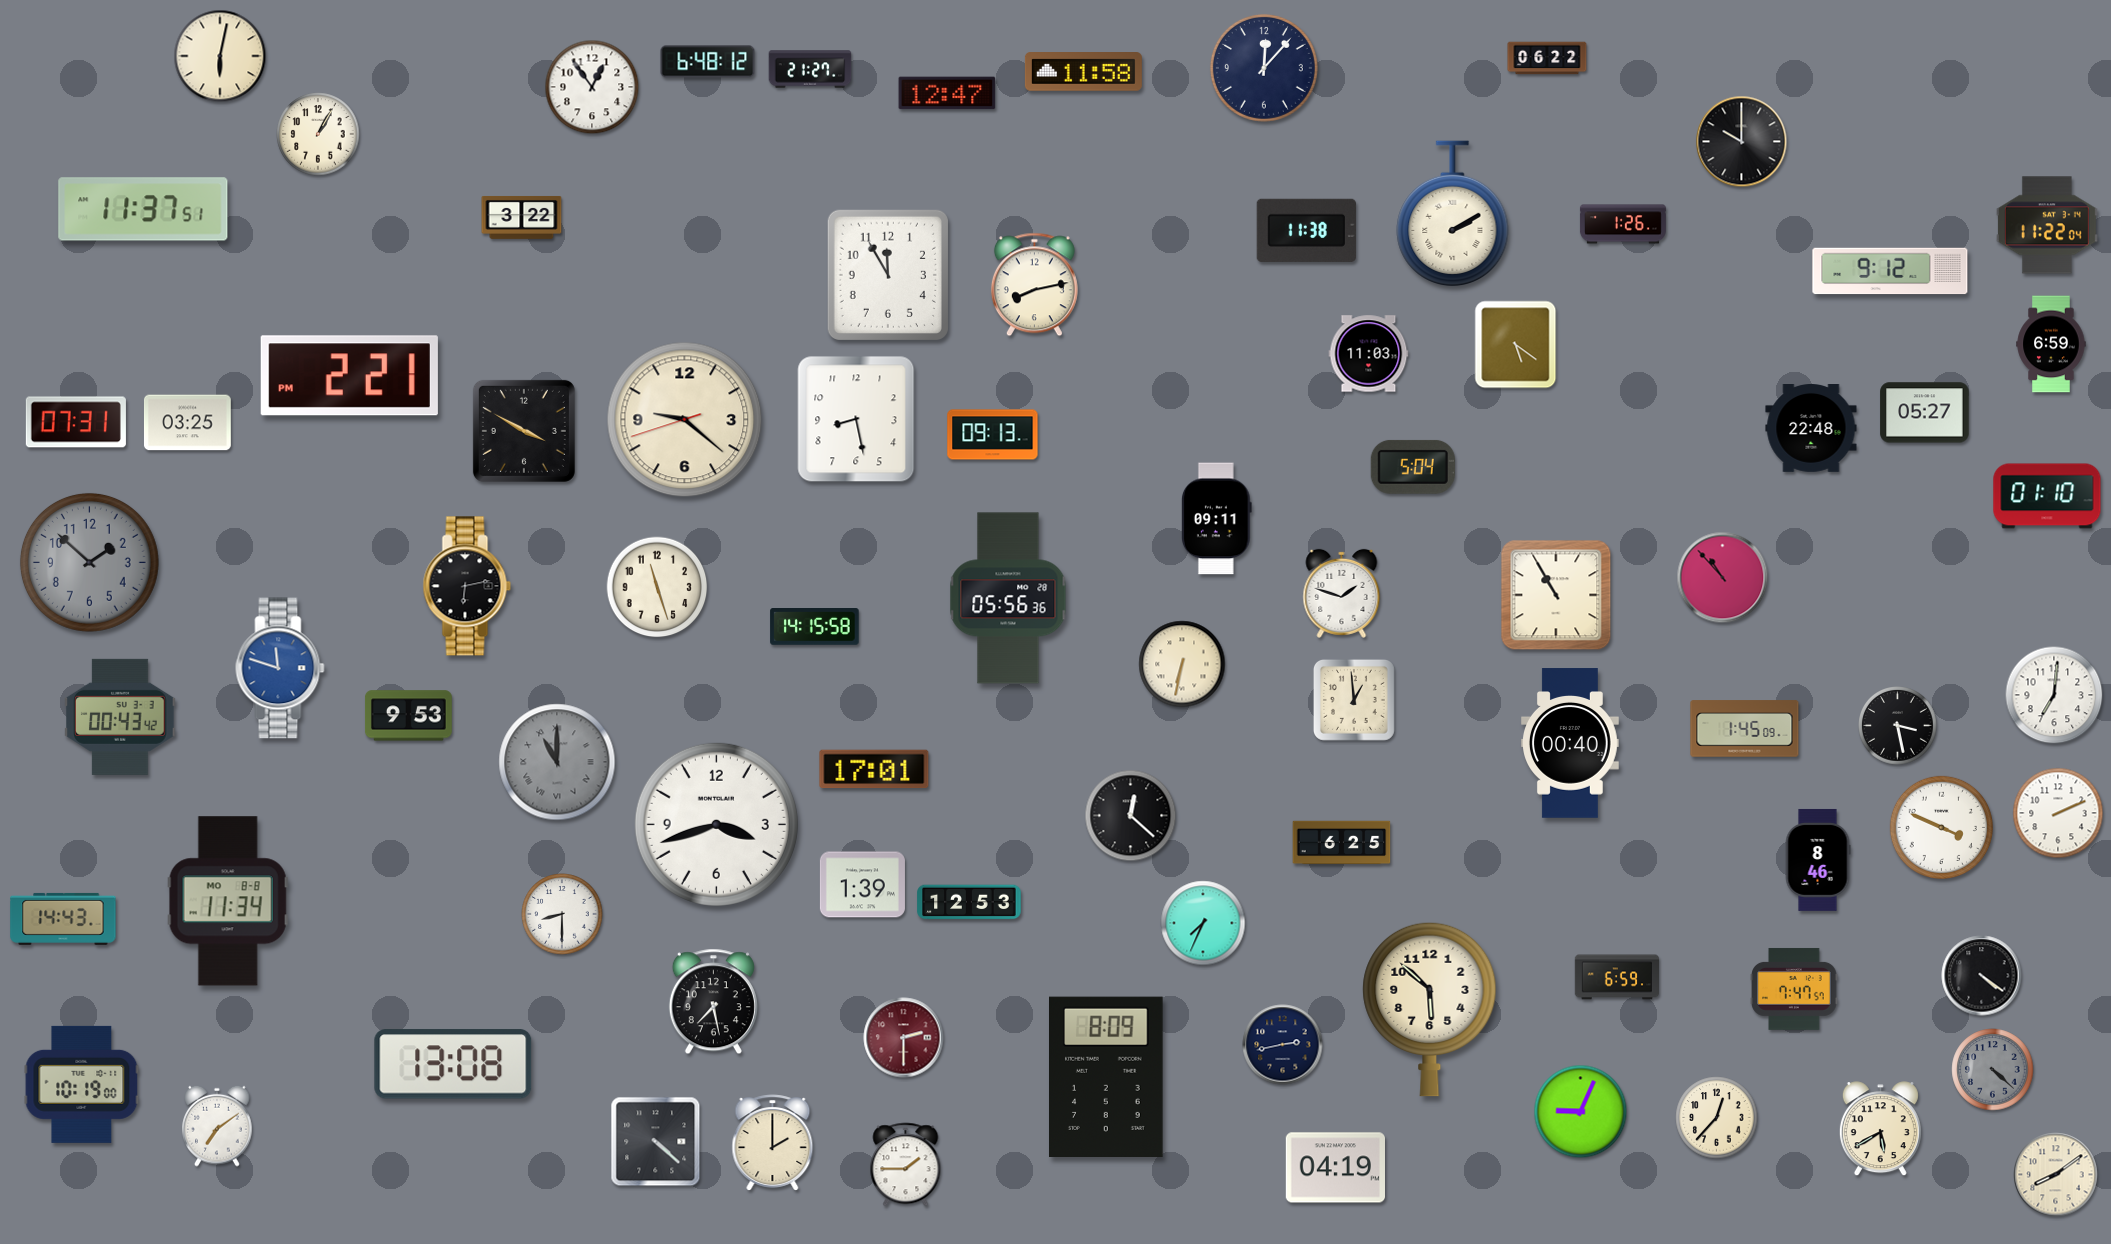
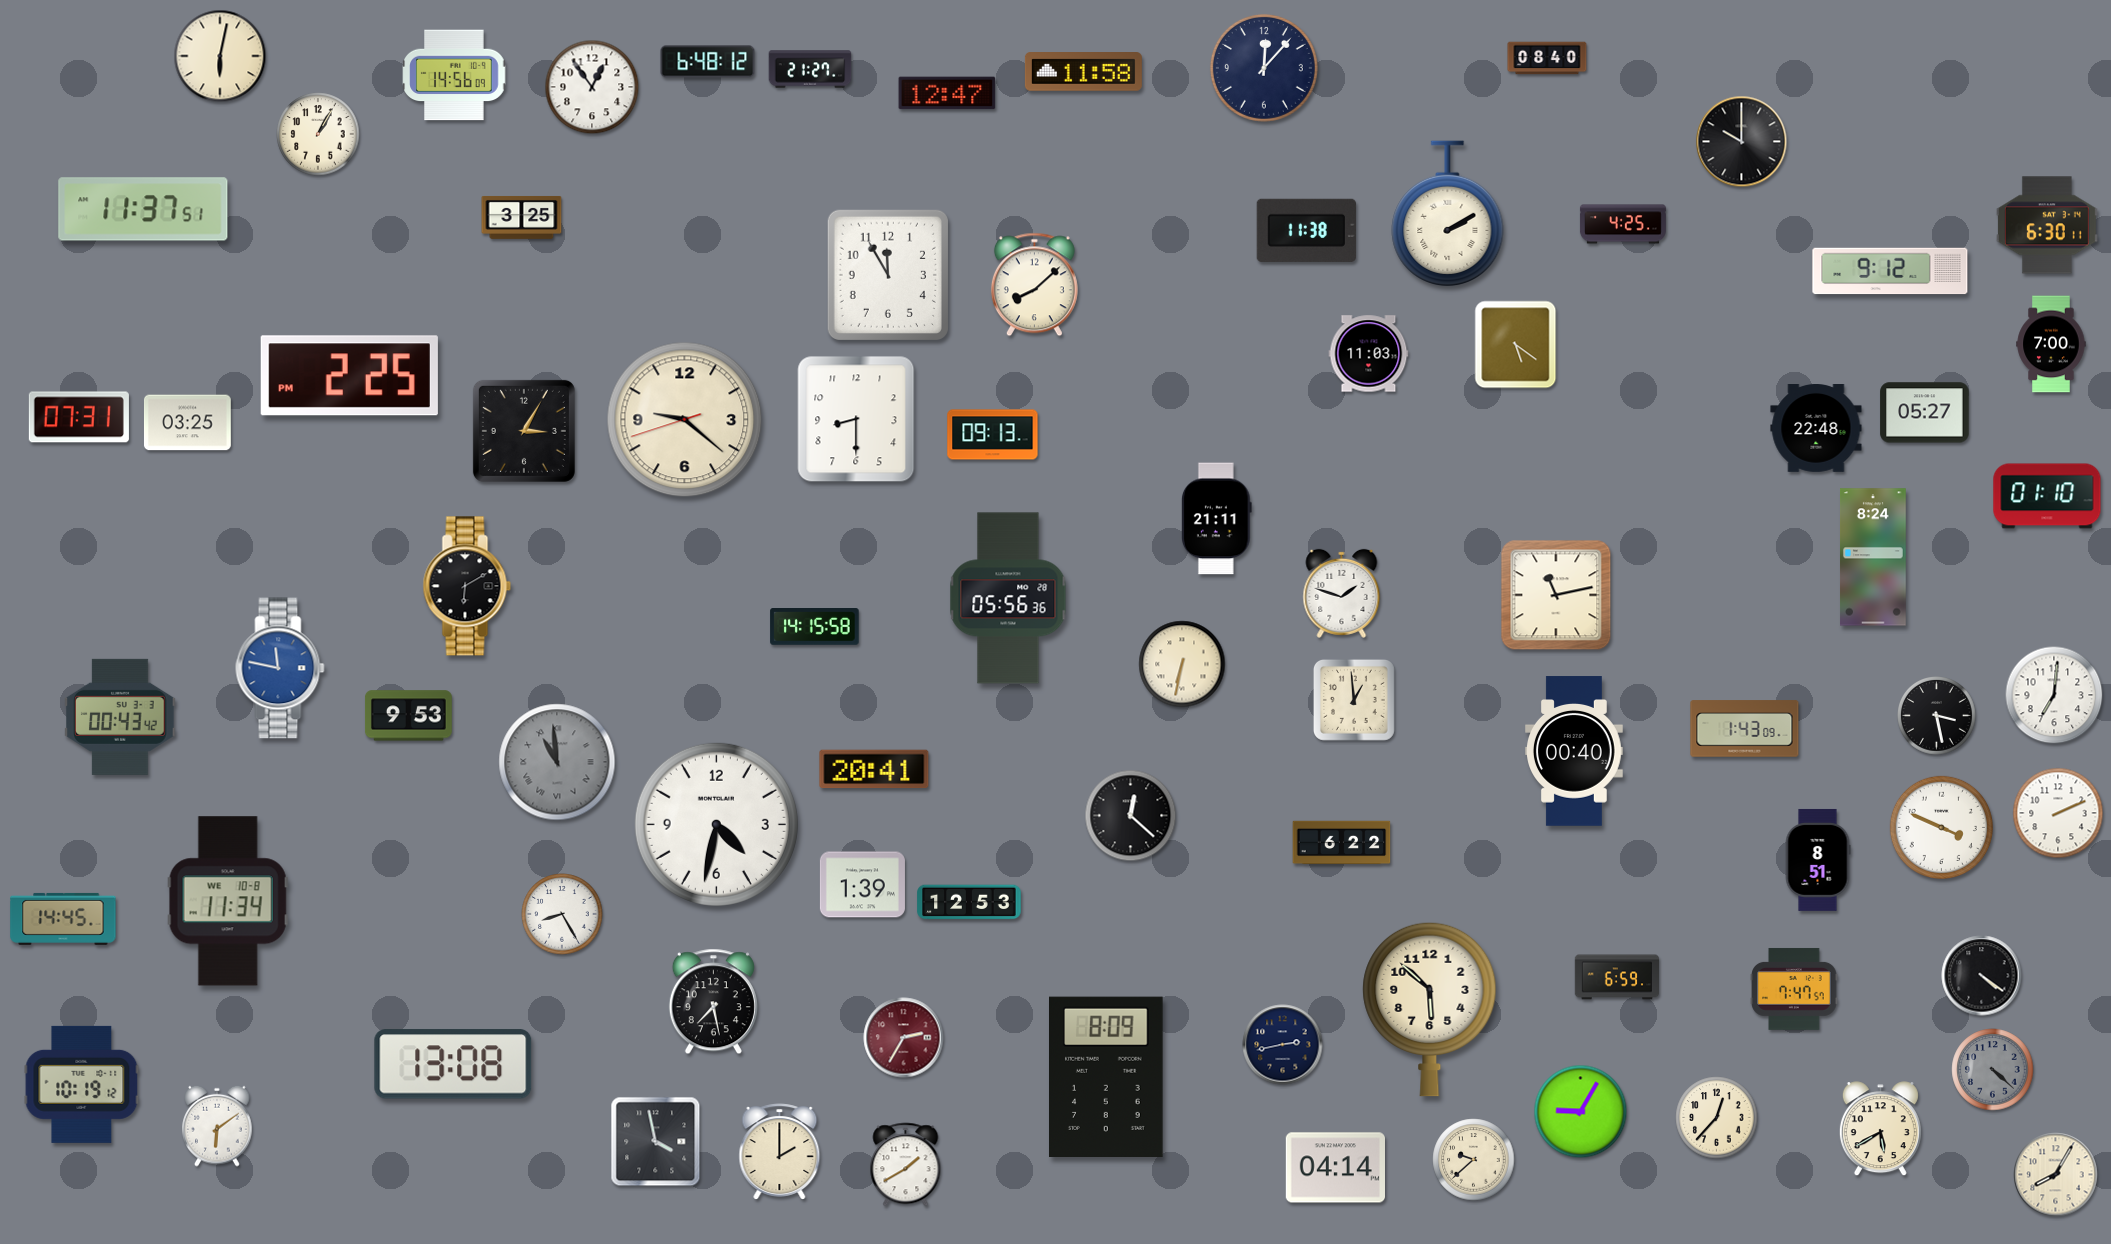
clock at (1547, 58): 06:22 -> 08:40
clock at (454, 75): none -> 14:56
clock at (1453, 214) position: (1453, 214) -> (1448, 214)
clock at (522, 217): 3:22 -> 3:25
clock at (1623, 224): 1:26 -> 4:25
clock at (2047, 225): 11:22 -> 6:30
clock at (1034, 285): 8:13 -> 8:08
clock at (2051, 344): 6:59 -> 7:00
clock at (349, 376): 2:21 -> 2:25
clock at (856, 419): 8:28 -> 8:30
clock at (76, 422) position: (76, 422) -> (79, 417)
clock at (1811, 429) position: (1811, 429) -> (1816, 429)
clock at (524, 431): 3:50 -> 3:05
clock at (1413, 467): 5:04 -> none
clock at (1217, 519): 09:11 -> 21:11
clock at (1874, 557): none -> 8:24
clock at (89, 562): 1:52 -> none
clock at (1723, 578): 10:53 -> none
clock at (467, 586): 6:13 -> 6:10
clock at (657, 587): 11:27 -> none
clock at (1556, 595): 10:55 -> 11:13
clock at (280, 668): 11:48 -> 11:47
clock at (1898, 726) position: (1898, 726) -> (1937, 716)
clock at (1745, 729): 1:45 -> 1:43
clock at (1571, 743) position: (1571, 743) -> (1575, 751)
clock at (557, 762): 11:00 -> 10:59
clock at (874, 769): 17:01 -> 20:41
clock at (716, 824): 3:42 -> 4:32
clock at (1342, 843): 6:25 -> 6:22
clock at (1818, 860): 8:46 -> 8:51
clock at (228, 901) date: MO 8-8 -> WE 10-8
clock at (562, 914): 8:30 -> 8:25
clock at (63, 919): 14:43 -> 14:45
clock at (1203, 923): 7:34 -> none
clock at (904, 1038): 2:30 -> 2:35
clock at (82, 1084): 10:19:00 -> 10:19:12
clock at (1581, 1112): 9:04 -> 9:05
clock at (217, 1126): 7:09 -> 6:09
clock at (656, 1142): 4:22 -> 3:58
clock at (773, 1143) position: (773, 1143) -> (780, 1152)
clock at (1474, 1160): none -> 9:38
clock at (906, 1165): 1:45 -> 1:40
clock at (1335, 1168): 04:19 -> 04:14
clock at (2056, 1175): 8:09 -> 8:05
